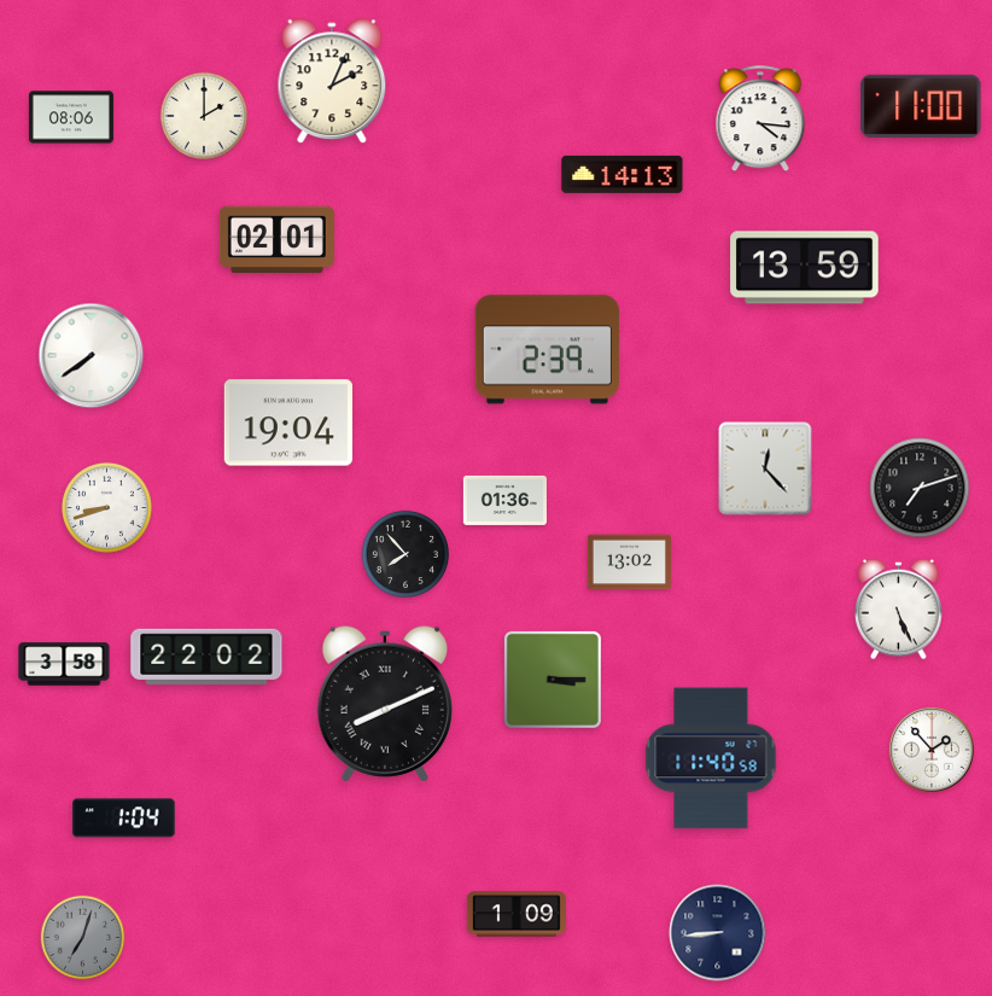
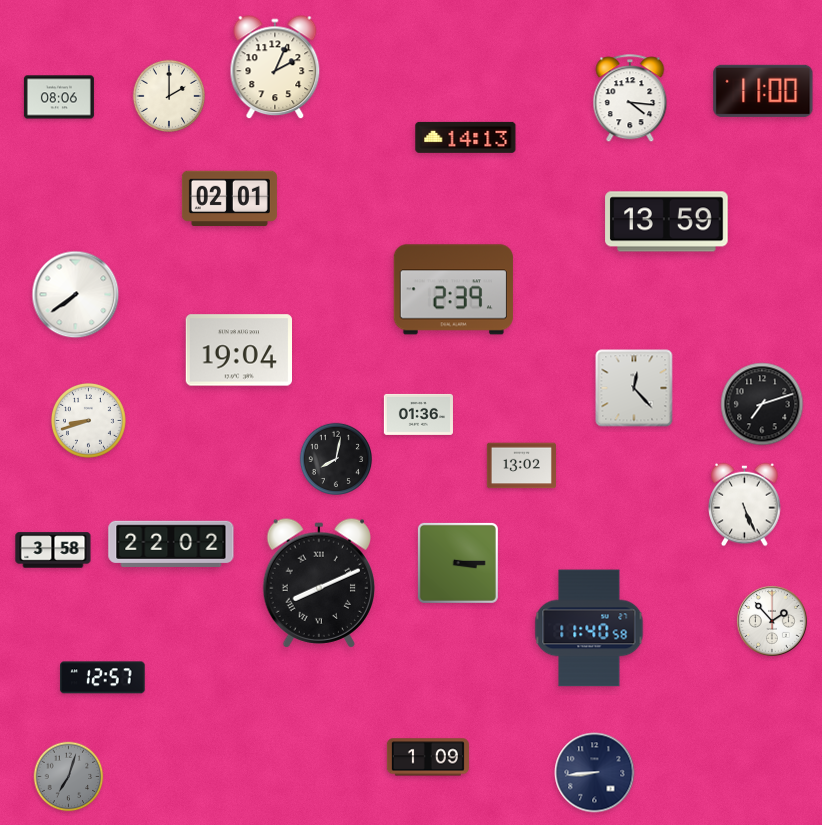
clock at (921, 106) position: (921, 106) -> (763, 91)
clock at (623, 174) position: (623, 174) -> (466, 137)
clock at (404, 553): 7:53 -> 8:02
clock at (124, 819): 1:04 -> 12:57
